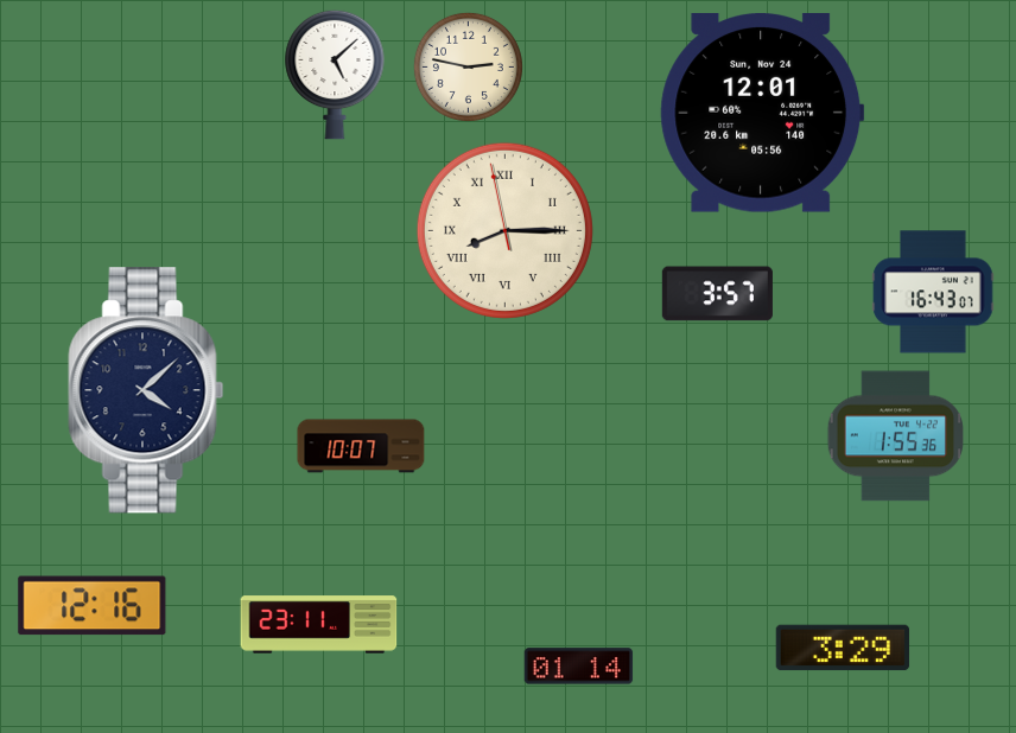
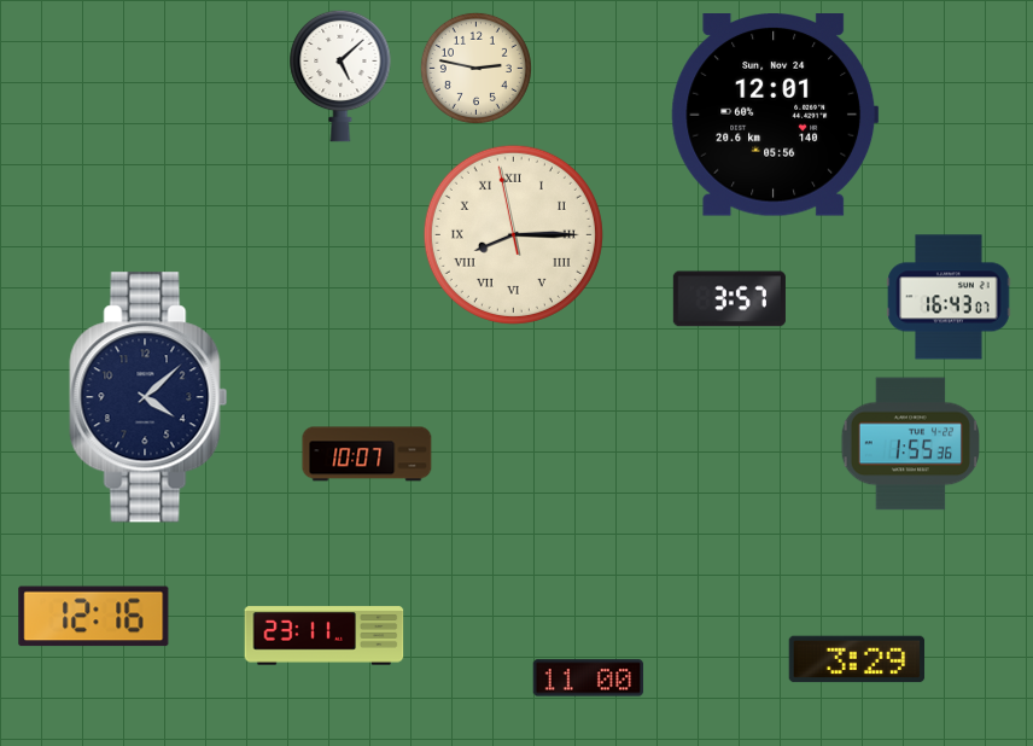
clock at (579, 667): 01:14 -> 11:00
